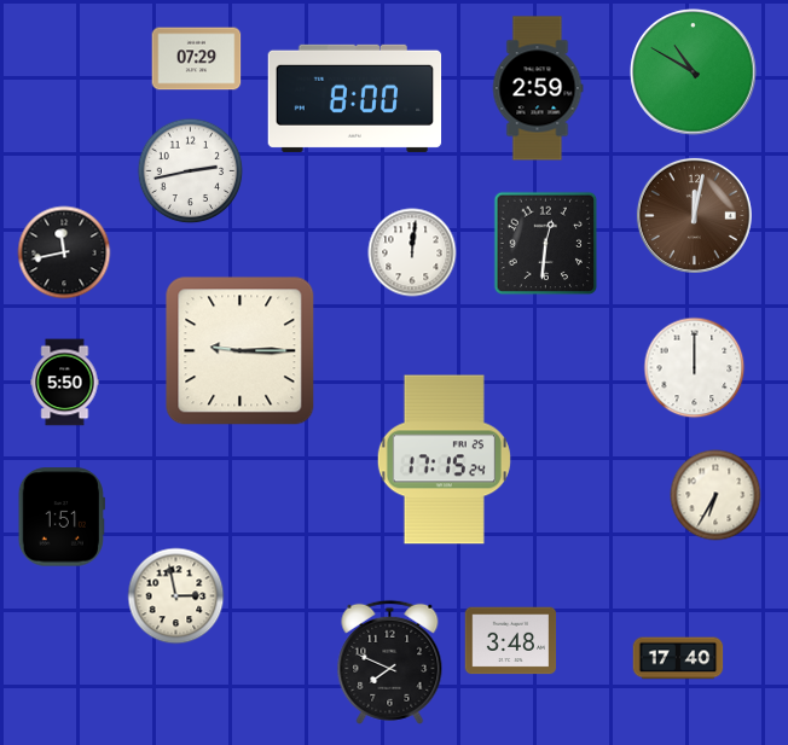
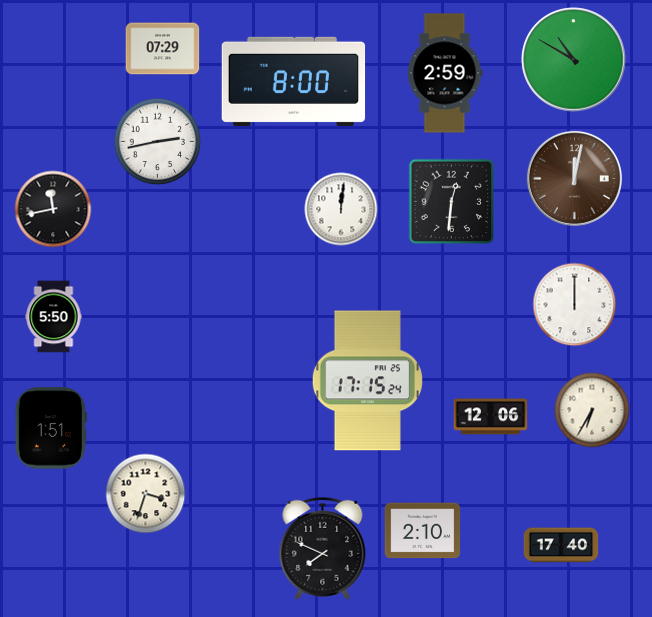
clock at (241, 351): 9:15 -> none
clock at (491, 417): none -> 12:06
clock at (176, 596): 2:58 -> 3:33
clock at (511, 641): 3:48 -> 2:10
